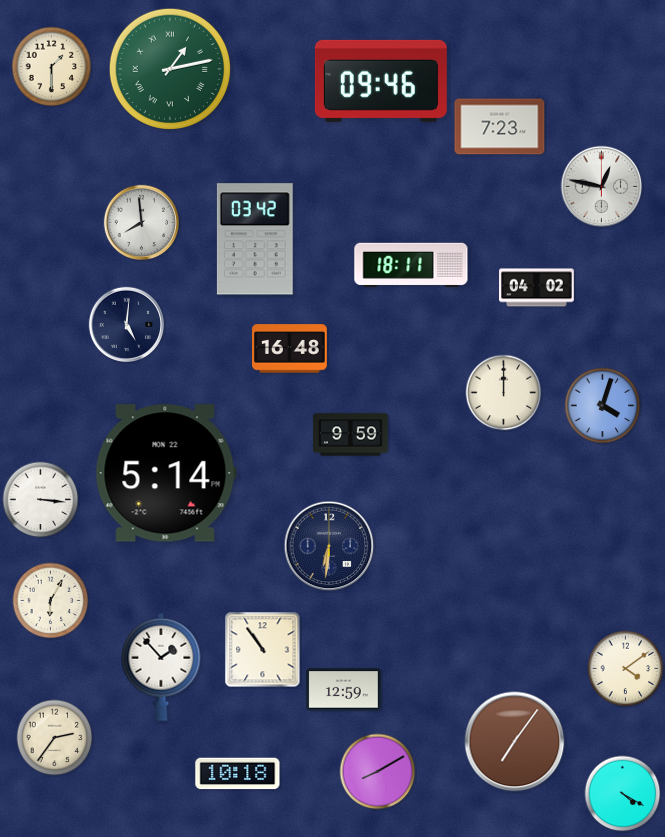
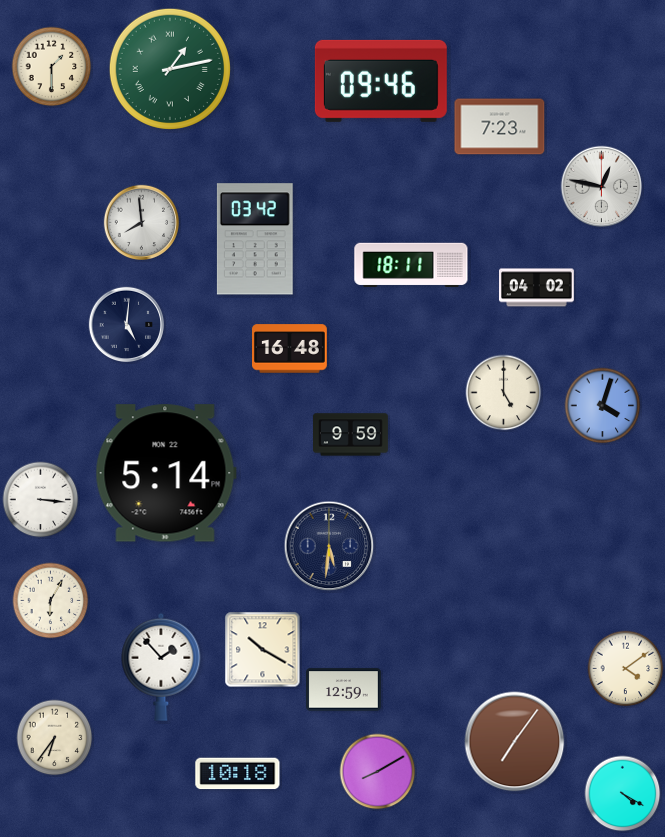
clock at (504, 393): 12:00 -> 5:00
clock at (329, 546): 6:31 -> 5:31
clock at (263, 650): 10:54 -> 10:20
clock at (55, 738): 2:36 -> 6:36
